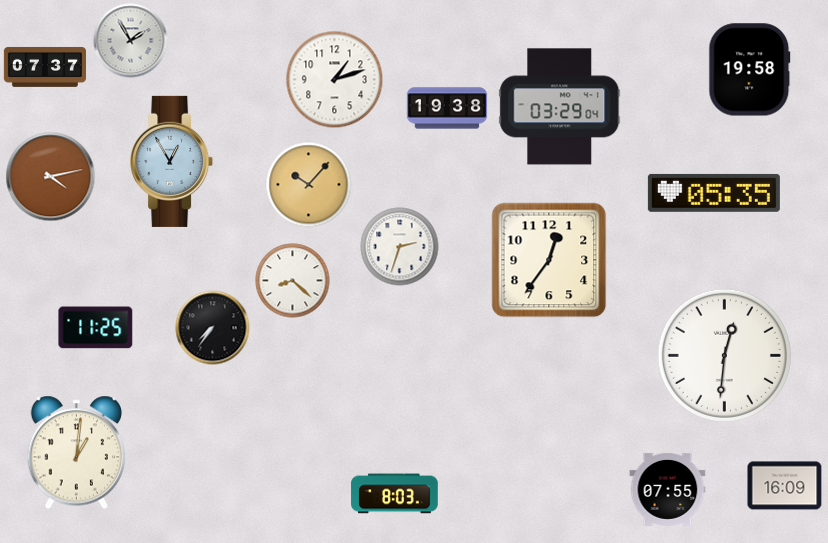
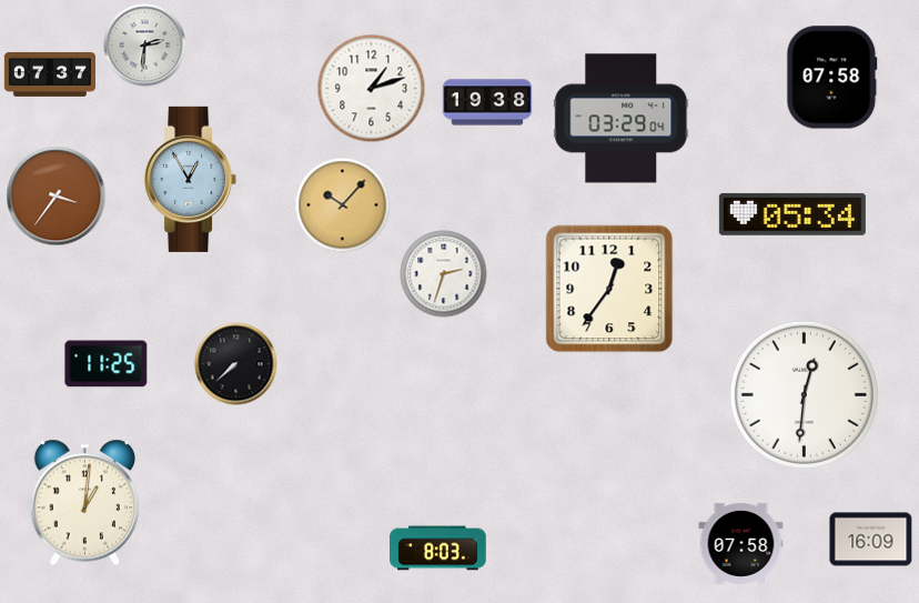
clock at (131, 41): 1:55 -> 2:31
clock at (750, 70): 19:58 -> 07:58
clock at (447, 108) position: (447, 108) -> (487, 102)
clock at (51, 177): 4:13 -> 3:36
clock at (714, 193): 05:35 -> 05:34
clock at (293, 281): 8:22 -> none
clock at (213, 328): 7:36 -> 7:38
clock at (668, 489): 07:55 -> 07:58
